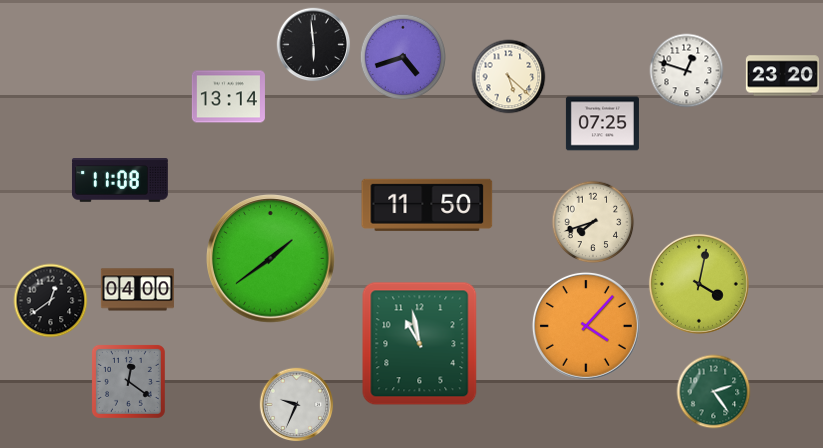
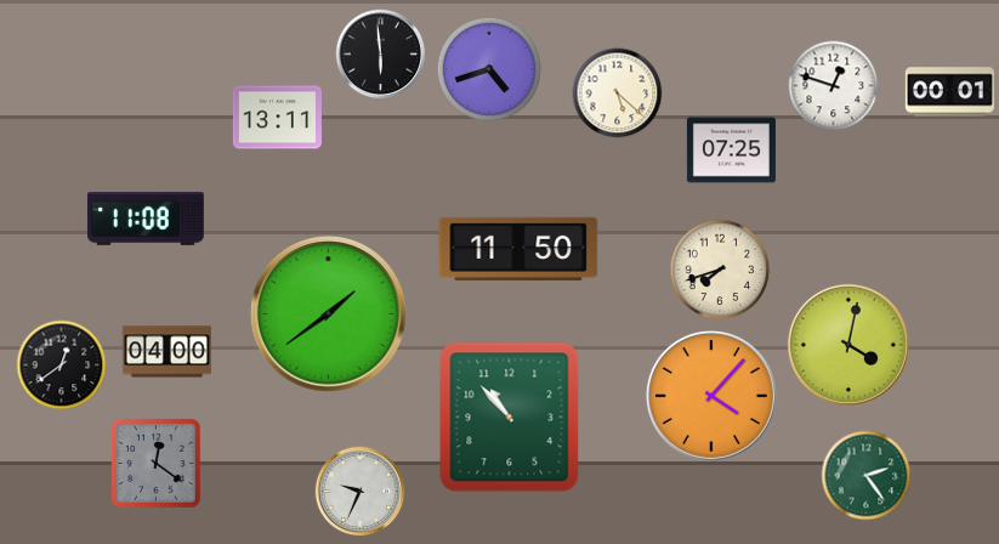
clock at (782, 76): 23:20 -> 00:01
clock at (228, 97): 13:14 -> 13:11
clock at (420, 344): 10:58 -> 10:53
